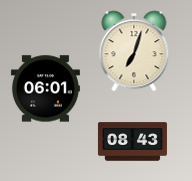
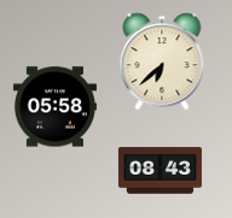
clock at (134, 51): 7:03 -> 6:38
clock at (45, 89): 06:01 -> 05:58
